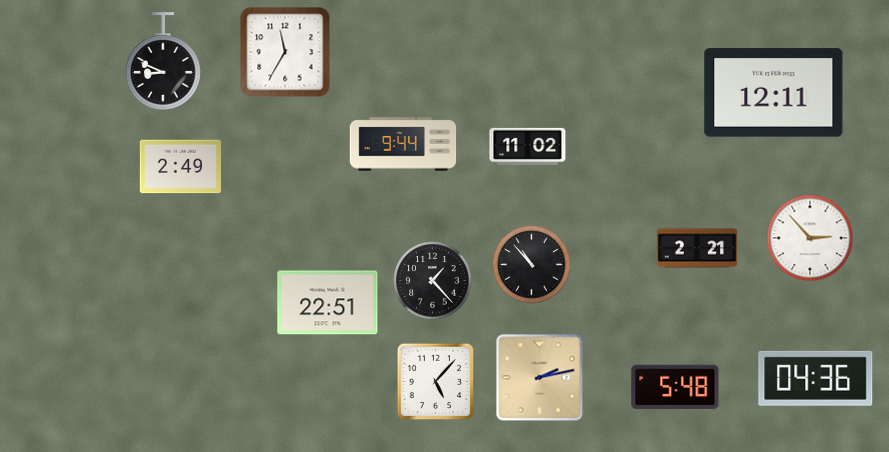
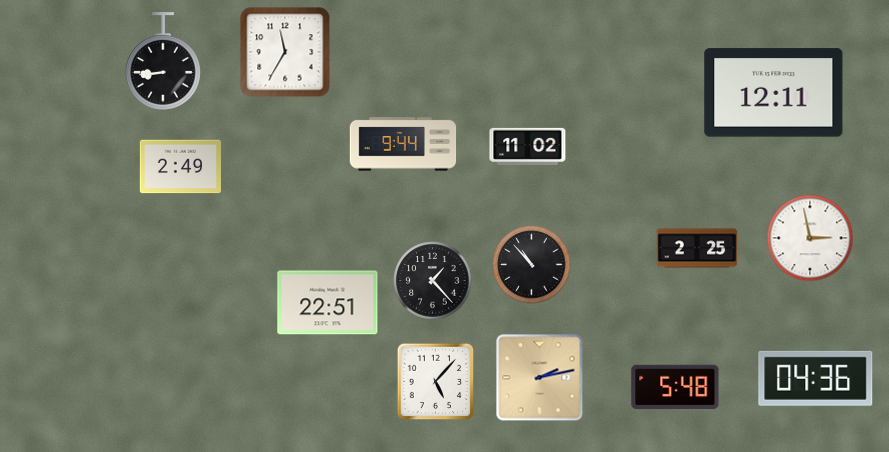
clock at (163, 61): 8:49 -> 8:44
clock at (810, 238): 2:53 -> 2:58
clock at (697, 248): 2:21 -> 2:25
